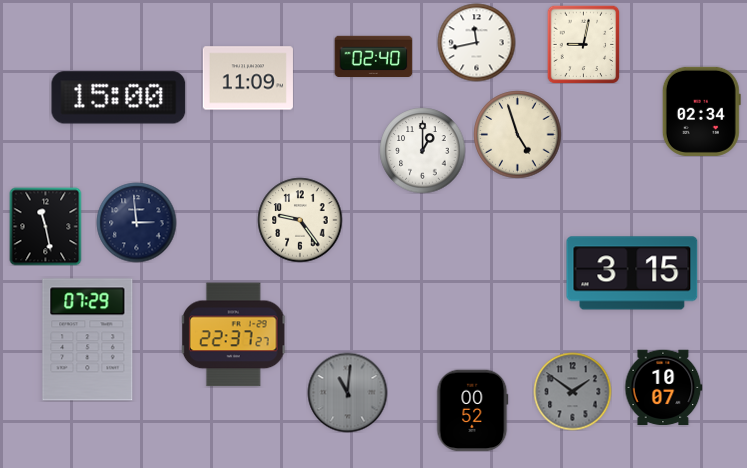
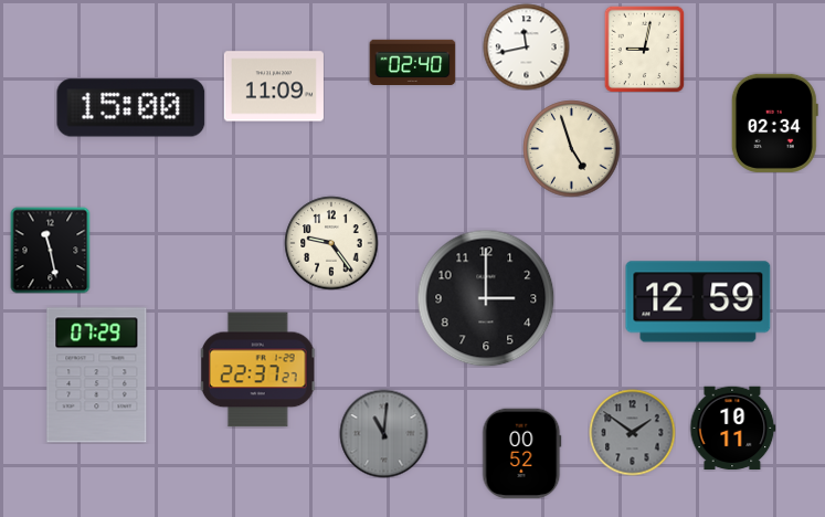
clock at (422, 150): 1:00 -> none
clock at (136, 222): 2:59 -> none
clock at (486, 298): none -> 3:00
clock at (632, 273): 3:15 -> 12:59
clock at (663, 388): 10:07 -> 10:11
